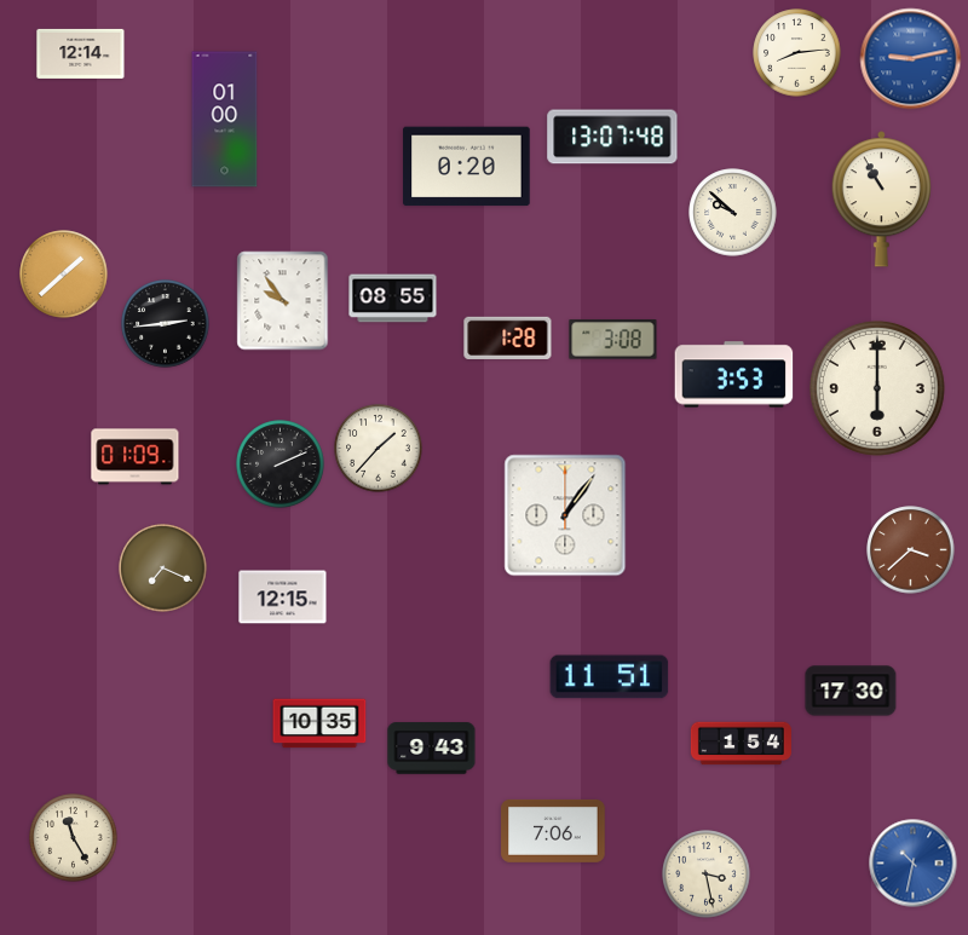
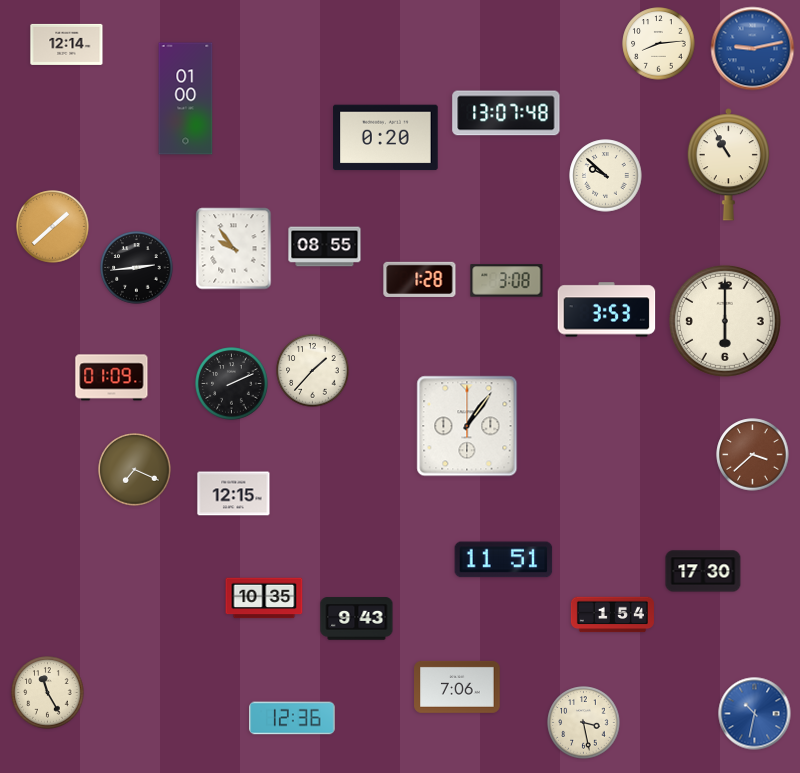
clock at (74, 838) position: (74, 838) -> (48, 693)
clock at (292, 718): none -> 12:36
